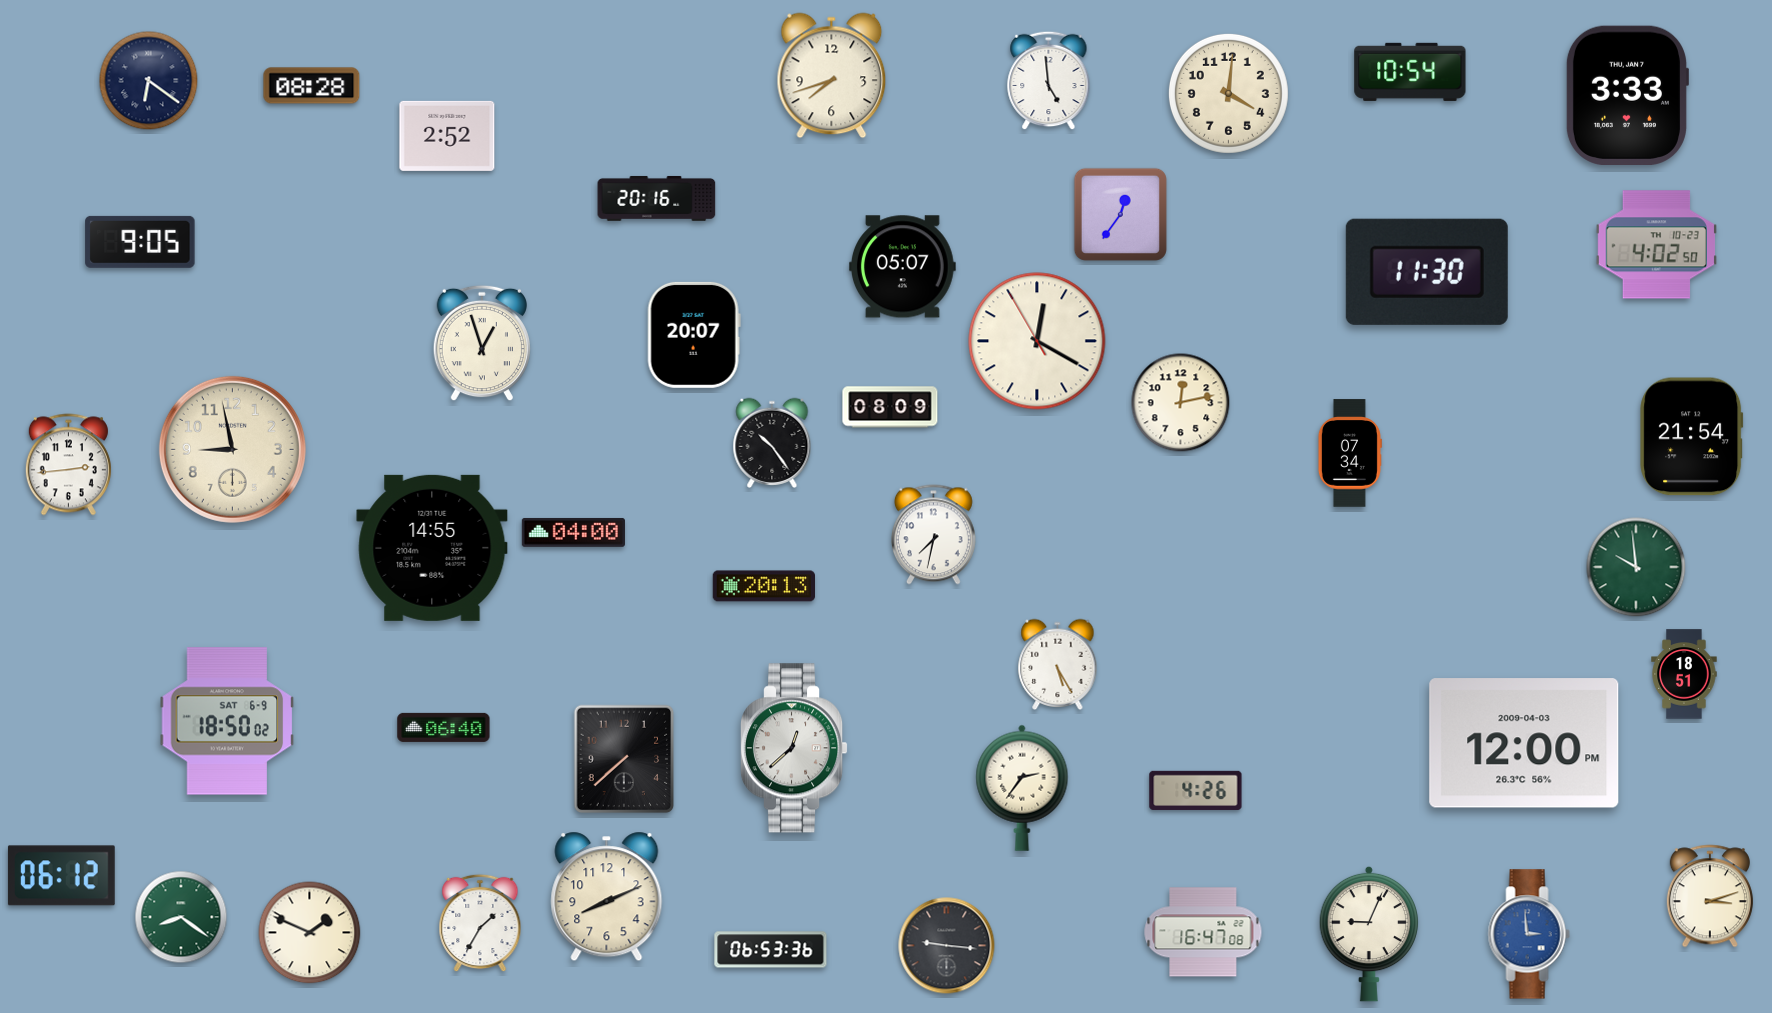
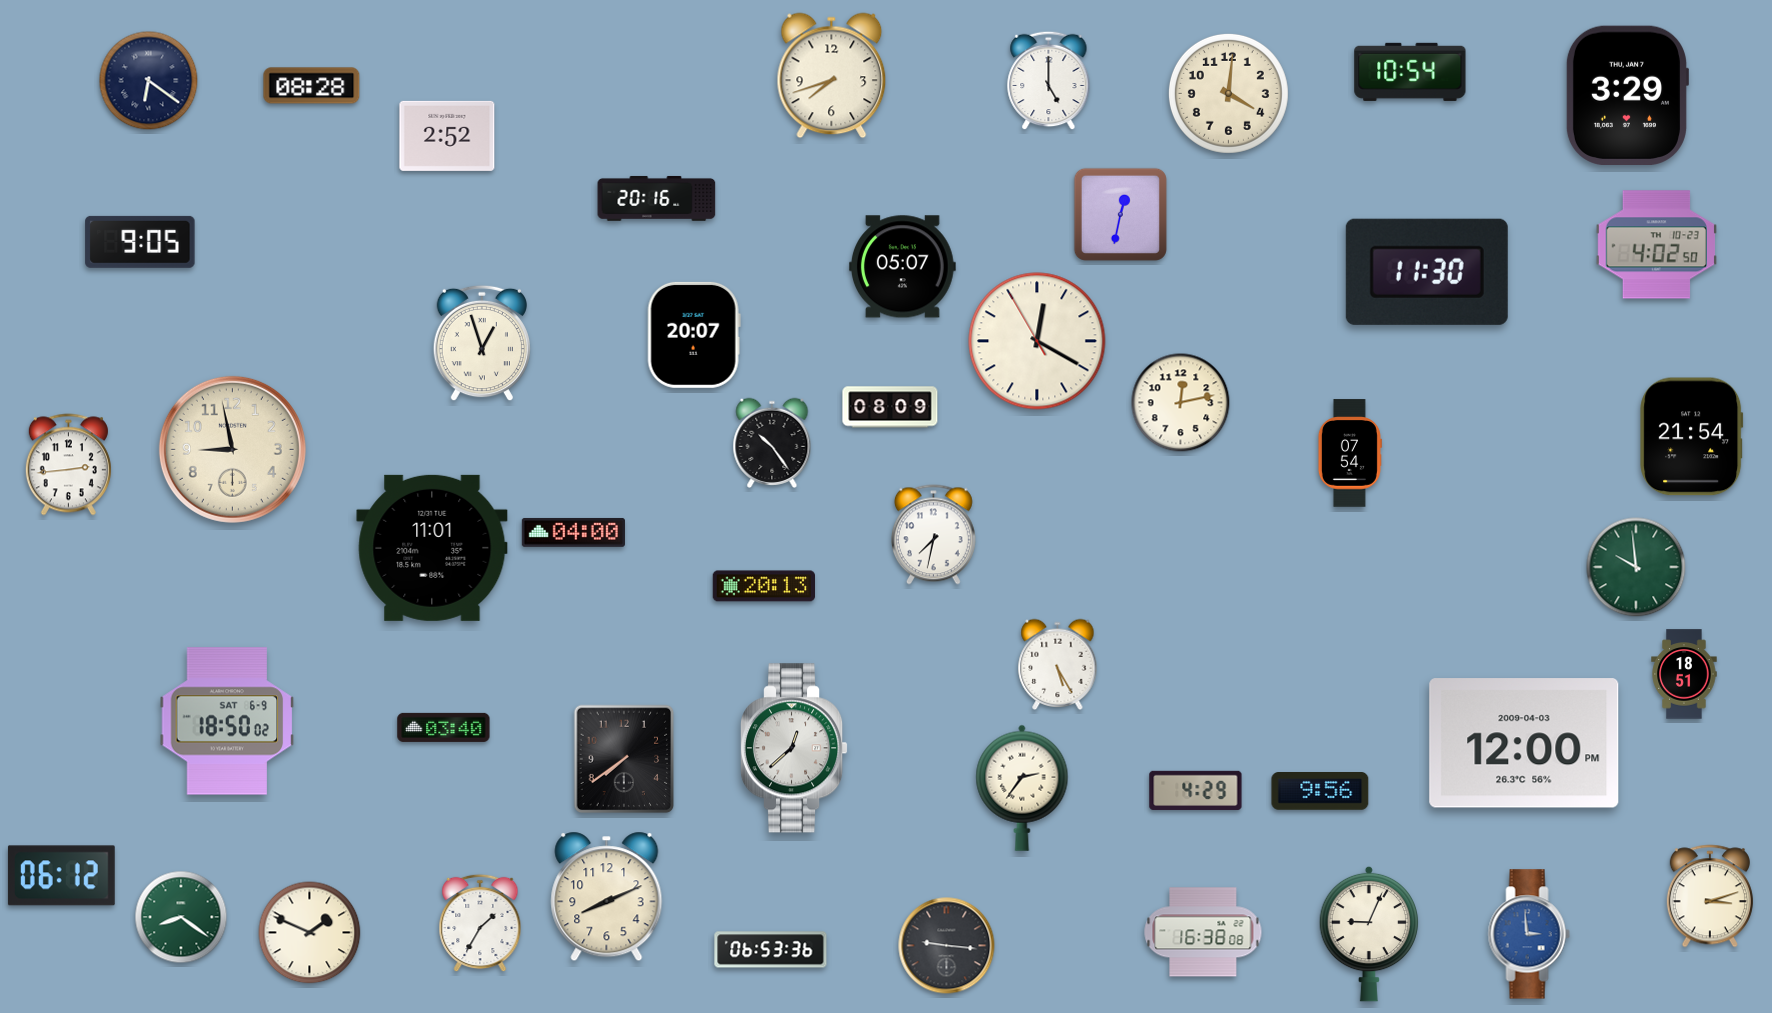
clock at (1049, 81): 4:59 -> 5:00
clock at (1627, 95): 3:33 -> 3:29
clock at (1120, 214): 12:36 -> 12:32
clock at (1349, 453): 07:34 -> 07:54
clock at (432, 548): 14:55 -> 11:01
clock at (444, 727): 06:40 -> 03:40
clock at (624, 759): 7:38 -> 7:39
clock at (1196, 790): 4:26 -> 4:29
clock at (1320, 792): none -> 9:56
clock at (1203, 932): 16:47 -> 16:38
